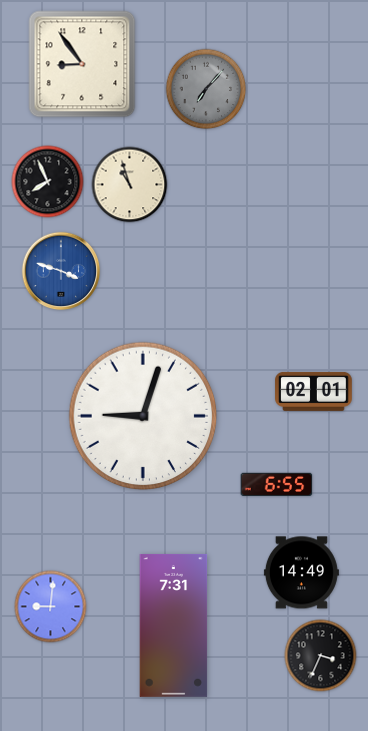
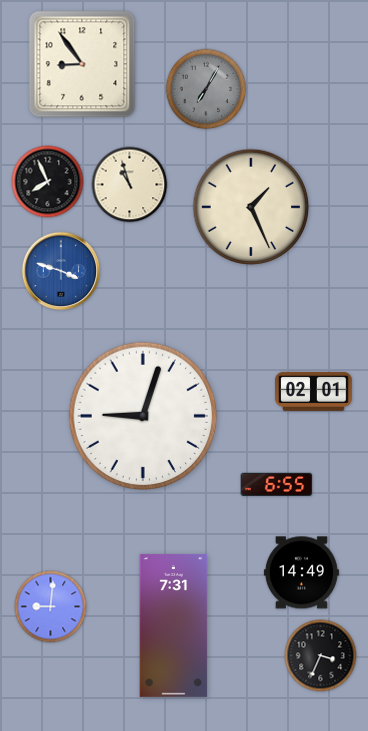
clock at (206, 89): 7:07 -> 7:05
clock at (251, 207): none -> 1:26
